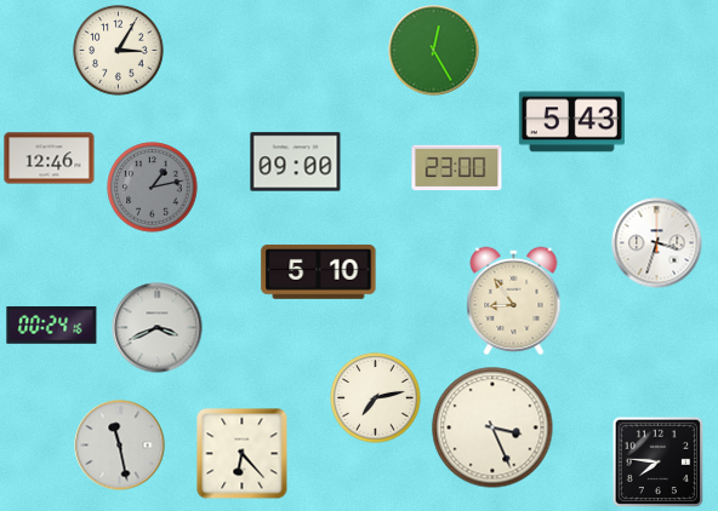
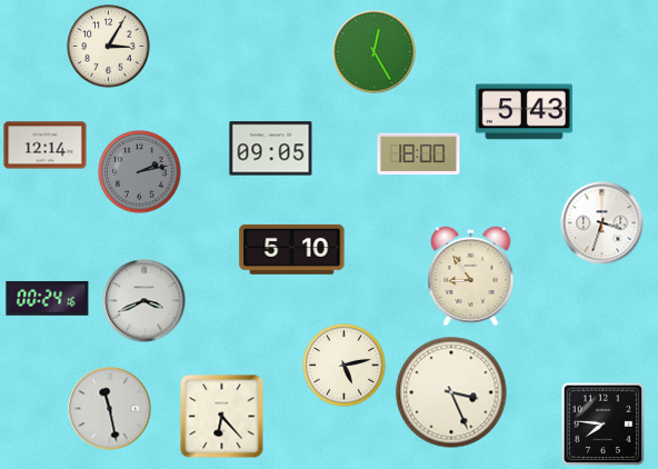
clock at (434, 51) position: (434, 51) -> (375, 52)
clock at (50, 159): 12:46 -> 12:14
clock at (296, 162): 09:00 -> 09:05
clock at (457, 168): 23:00 -> 18:00
clock at (153, 188): 1:13 -> 2:13
clock at (376, 398): 7:13 -> 5:13
